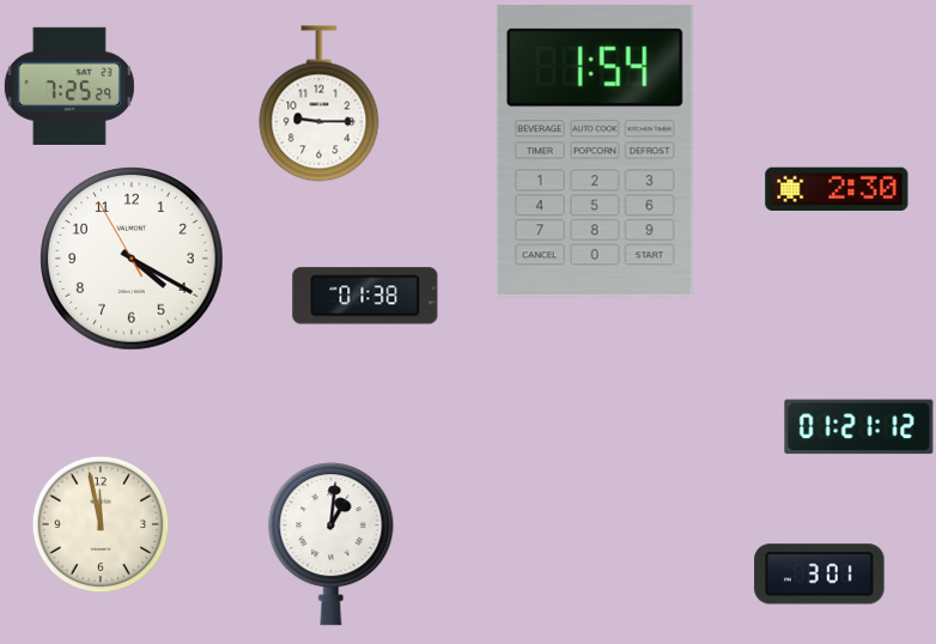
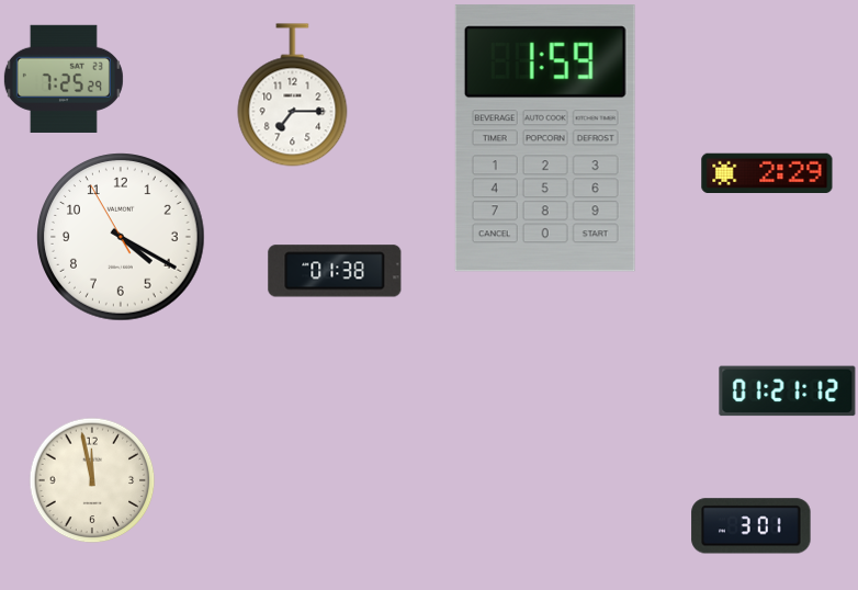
clock at (320, 104): 9:15 -> 7:15
clock at (595, 151): 1:54 -> 1:59
clock at (837, 188): 2:30 -> 2:29
clock at (332, 545): 1:01 -> none
